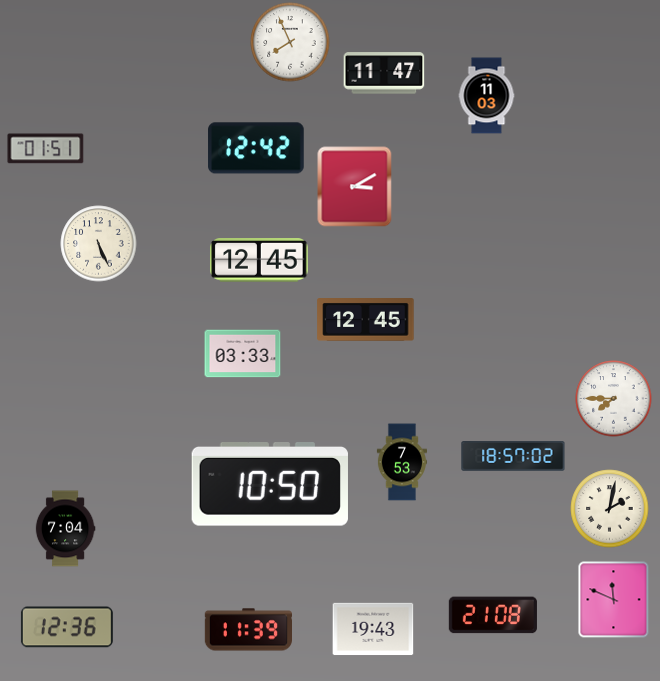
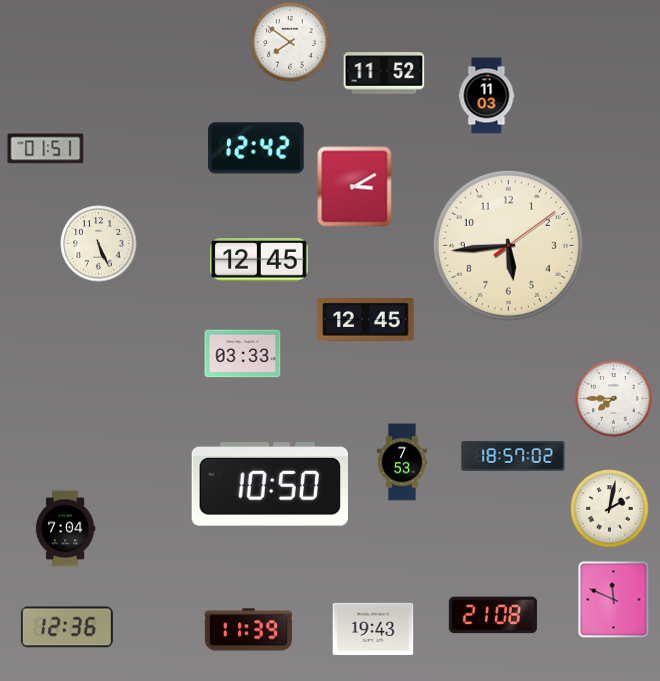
clock at (290, 42): 7:56 -> 7:51
clock at (384, 73): 11:47 -> 11:52
clock at (508, 245): none -> 5:44
